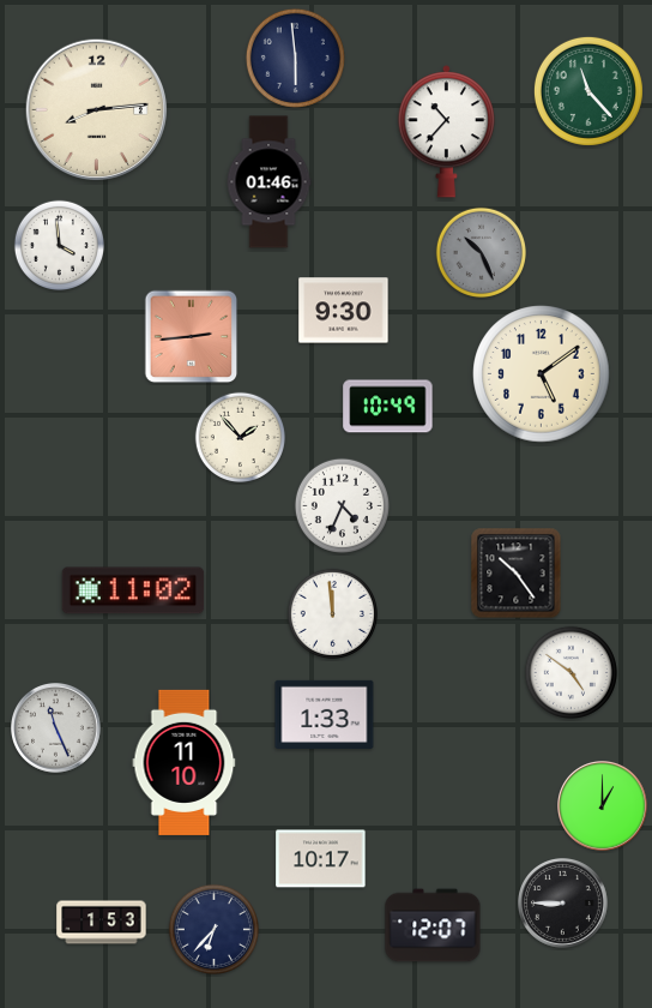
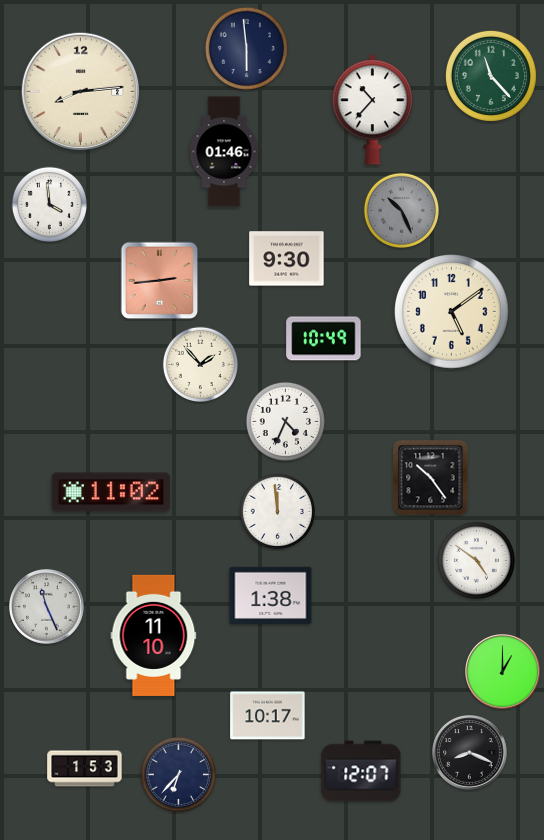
clock at (325, 714): 1:33 -> 1:38
clock at (563, 904): 8:45 -> 8:19
